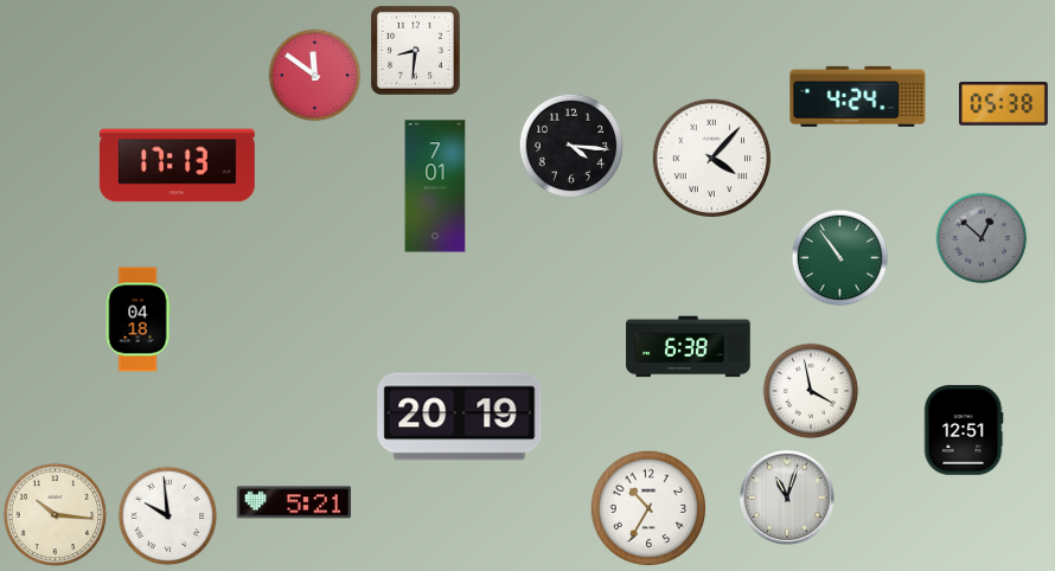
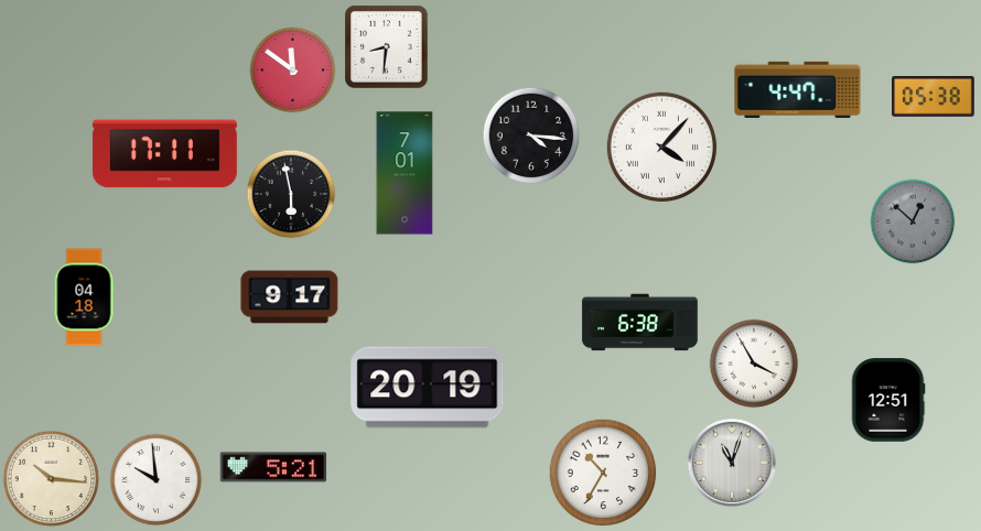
clock at (858, 96): 4:24 -> 4:47
clock at (177, 166): 17:13 -> 17:11
clock at (291, 194): none -> 5:58
clock at (840, 258): 10:54 -> none
clock at (138, 320) position: (138, 320) -> (84, 297)
clock at (290, 297): none -> 9:17
clock at (811, 391): 3:58 -> 3:55
clock at (964, 430) position: (964, 430) -> (888, 400)
